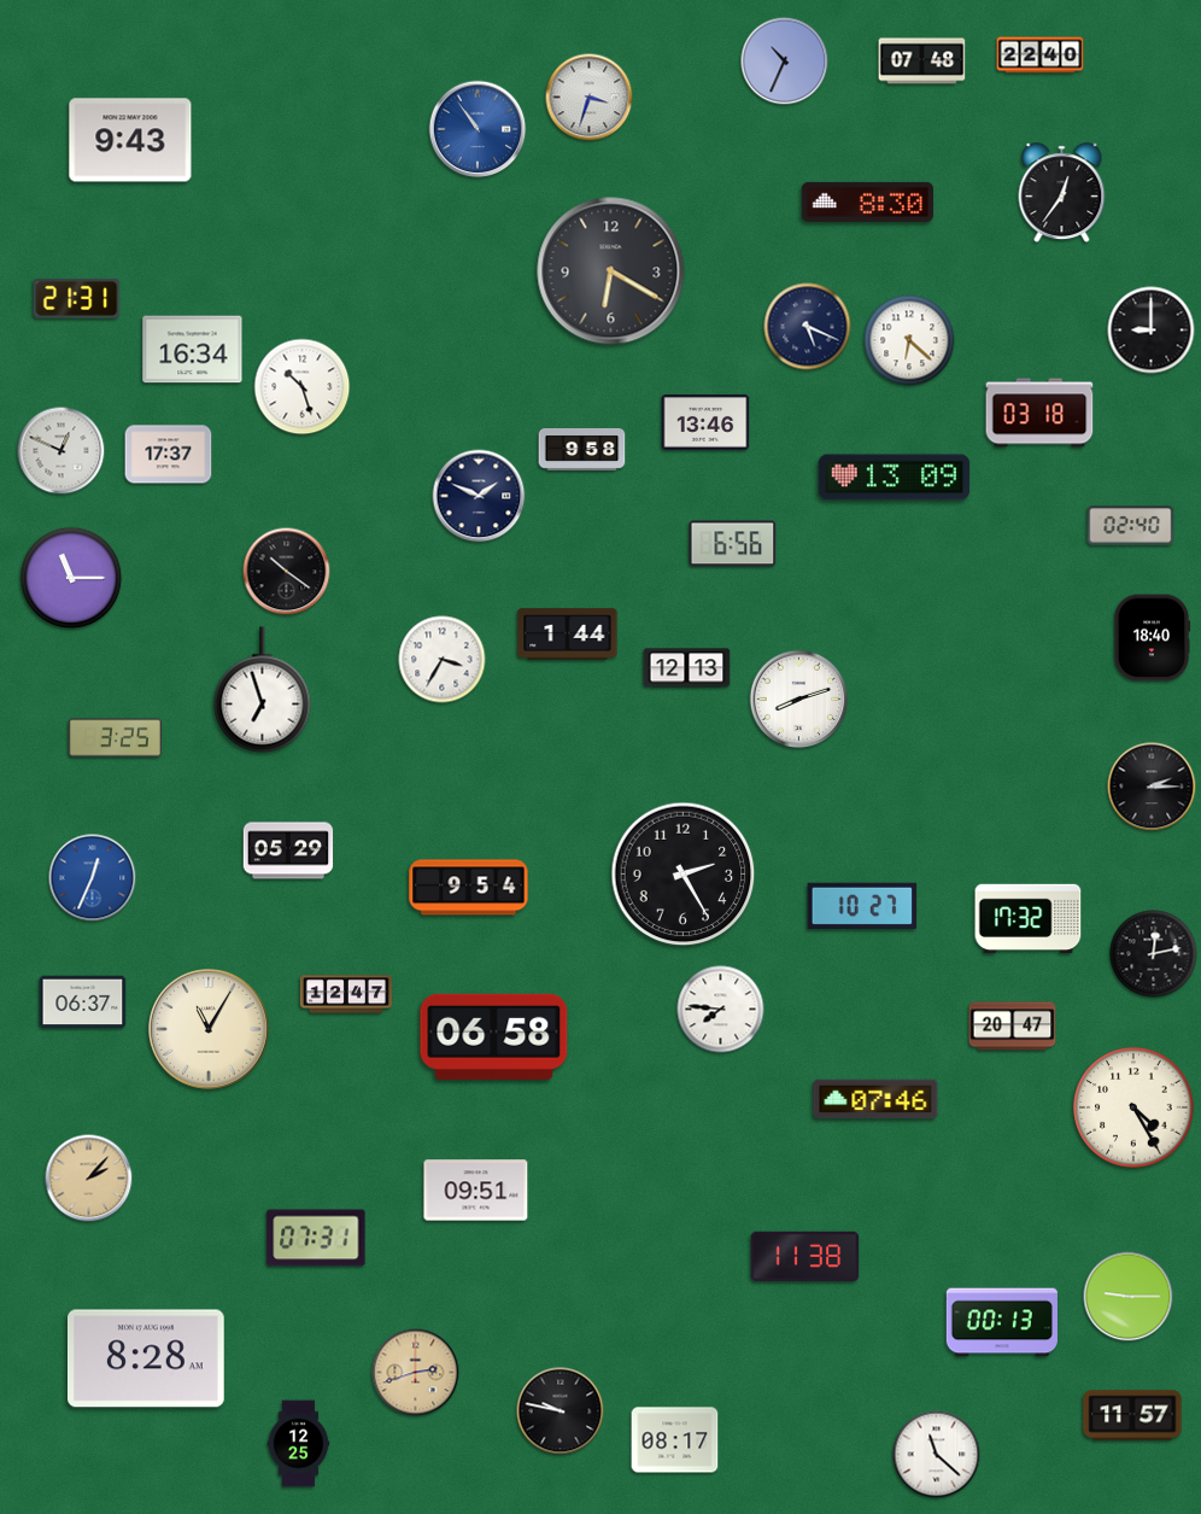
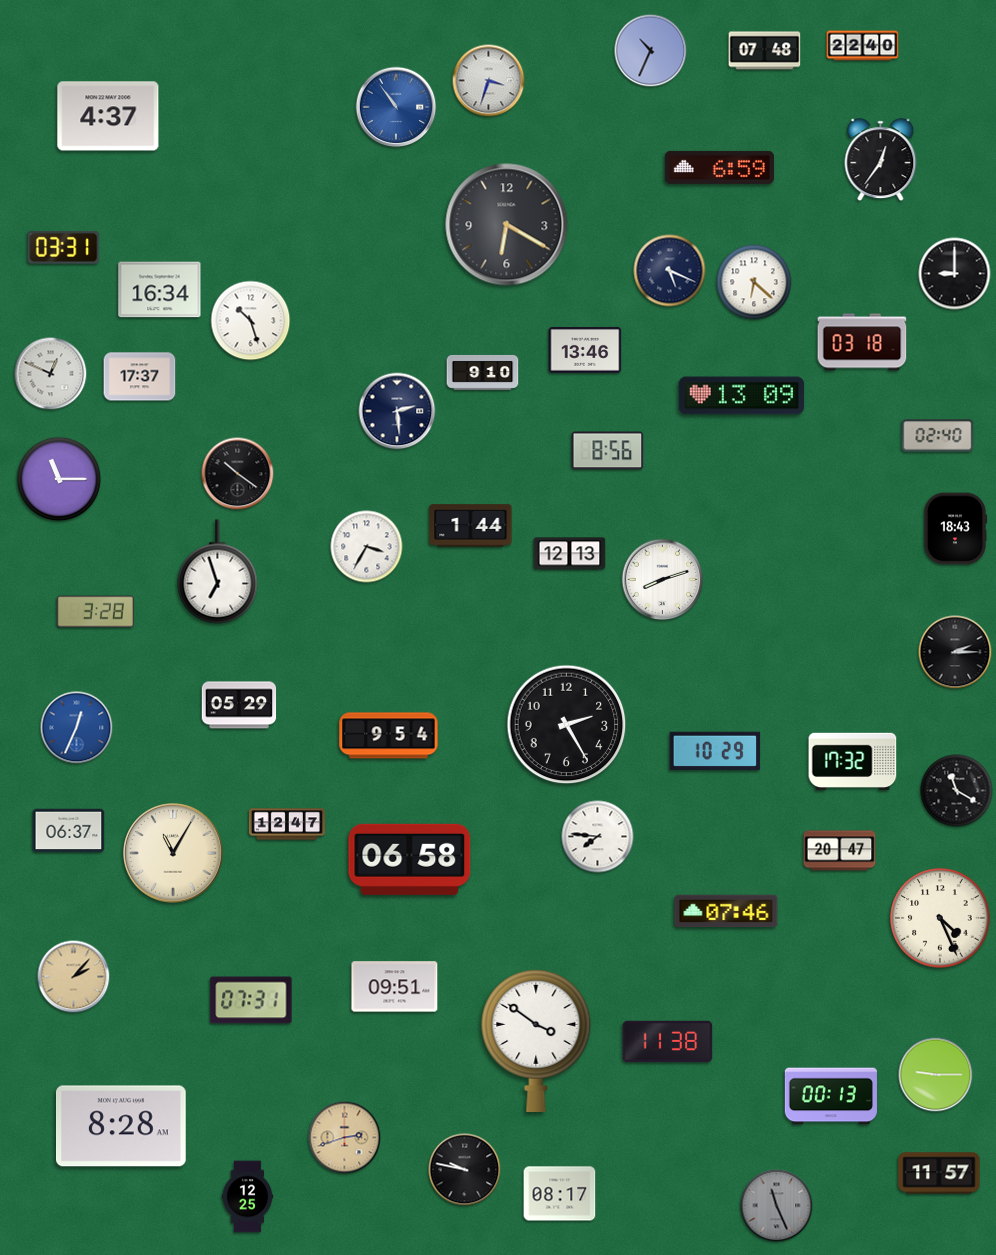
clock at (130, 140): 9:43 -> 4:37
clock at (867, 201): 8:30 -> 6:59
clock at (77, 298): 21:31 -> 03:31
clock at (582, 450): 9:58 -> 9:10
clock at (479, 496): 1:49 -> 2:29
clock at (733, 544): 6:56 -> 8:56
clock at (1152, 638): 18:40 -> 18:43
clock at (115, 738): 3:25 -> 3:28
clock at (862, 905): 10:27 -> 10:29
clock at (1154, 954): 12:13 -> 11:20
clock at (1133, 1107): 4:25 -> 4:26
clock at (316, 1238) position: (316, 1238) -> (251, 1000)
clock at (536, 1040): none -> 3:51
clock at (937, 1455): 11:22 -> 11:26
clock at (937, 1455) dial: white -> grey
